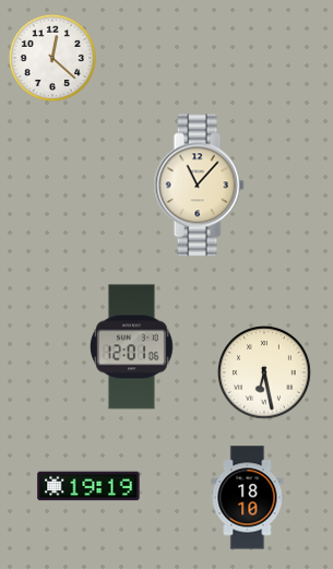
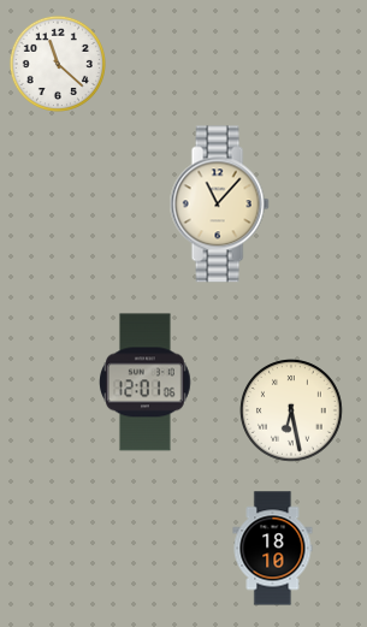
clock at (52, 58): 12:22 -> 11:22
clock at (88, 486): 19:19 -> none
